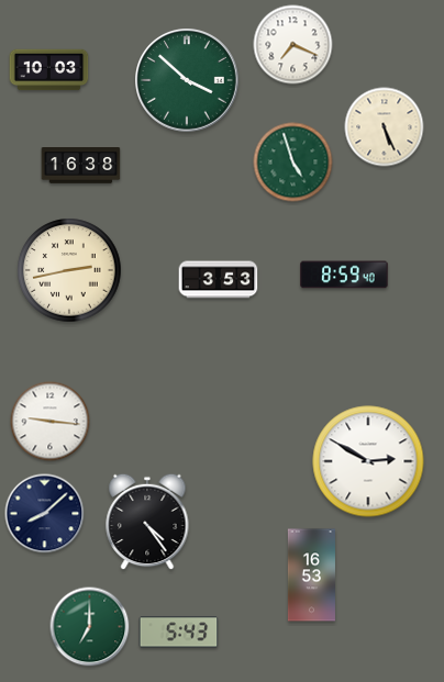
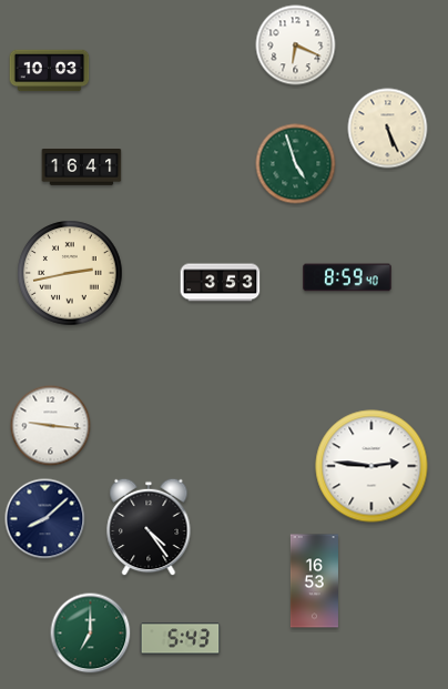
clock at (293, 45): 7:19 -> 6:19
clock at (188, 81): 3:52 -> none
clock at (81, 166): 16:38 -> 16:41
clock at (368, 461): 2:50 -> 2:46
